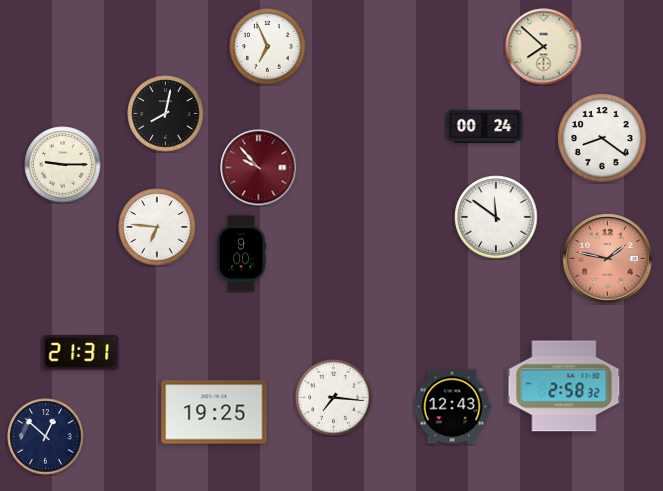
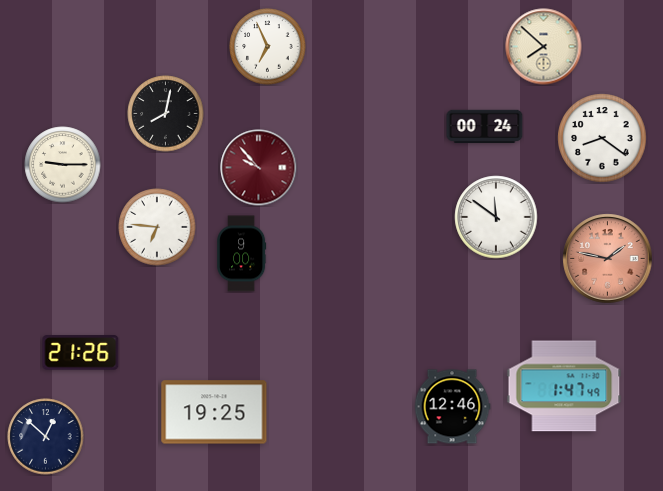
clock at (81, 353): 21:31 -> 21:26
clock at (564, 386): 2:58 -> 1:47
clock at (334, 398): 7:16 -> none
clock at (452, 407): 12:43 -> 12:46
